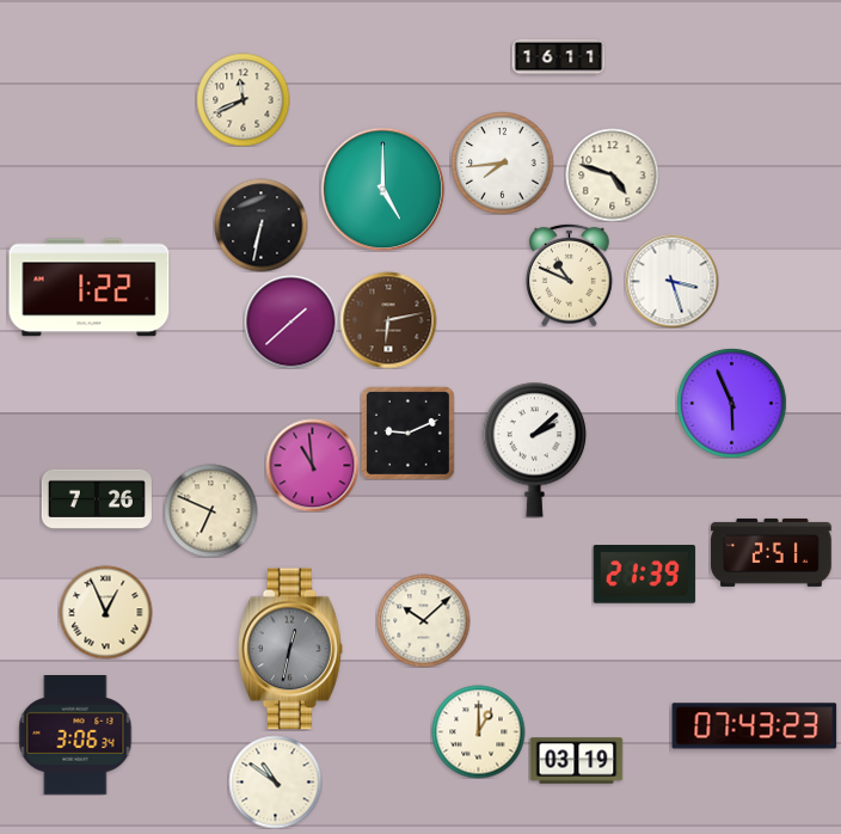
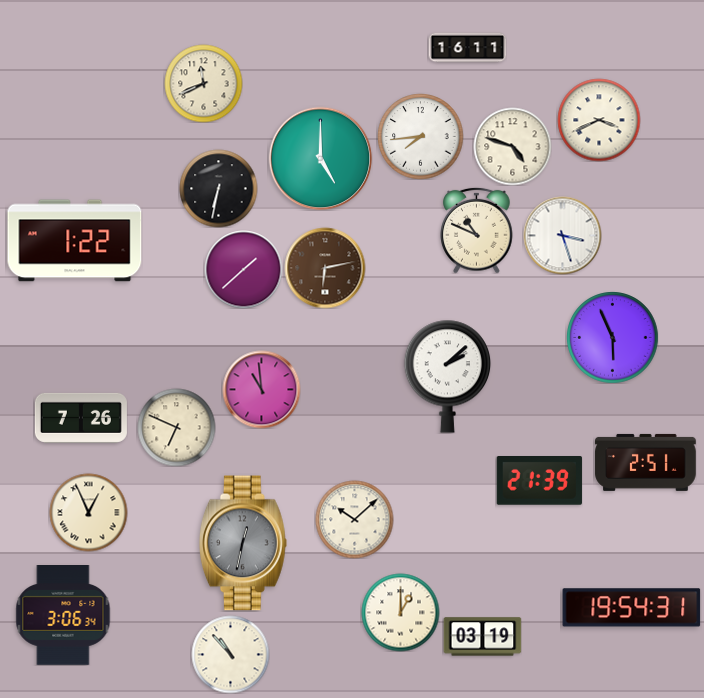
clock at (599, 120): none -> 3:41
clock at (407, 433): 9:11 -> none
clock at (755, 726): 07:43 -> 19:54
clock at (275, 781): 10:51 -> 10:53
